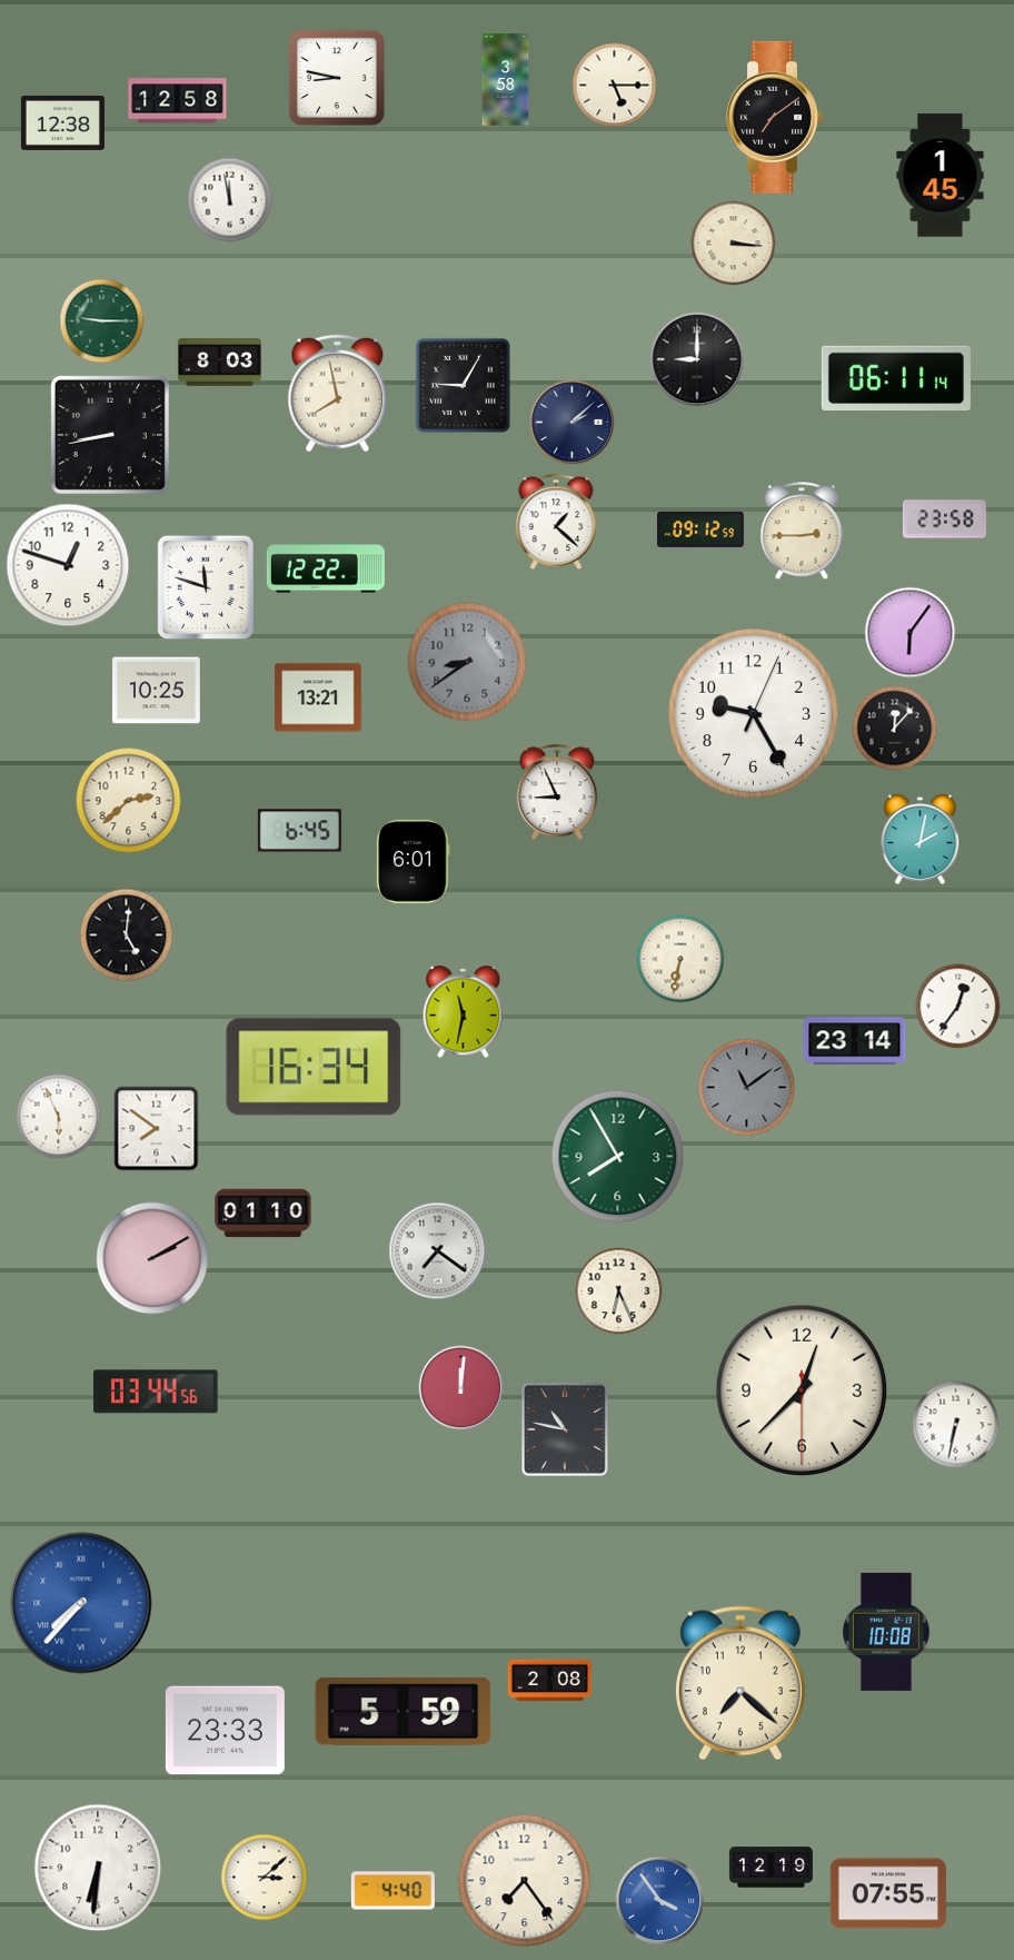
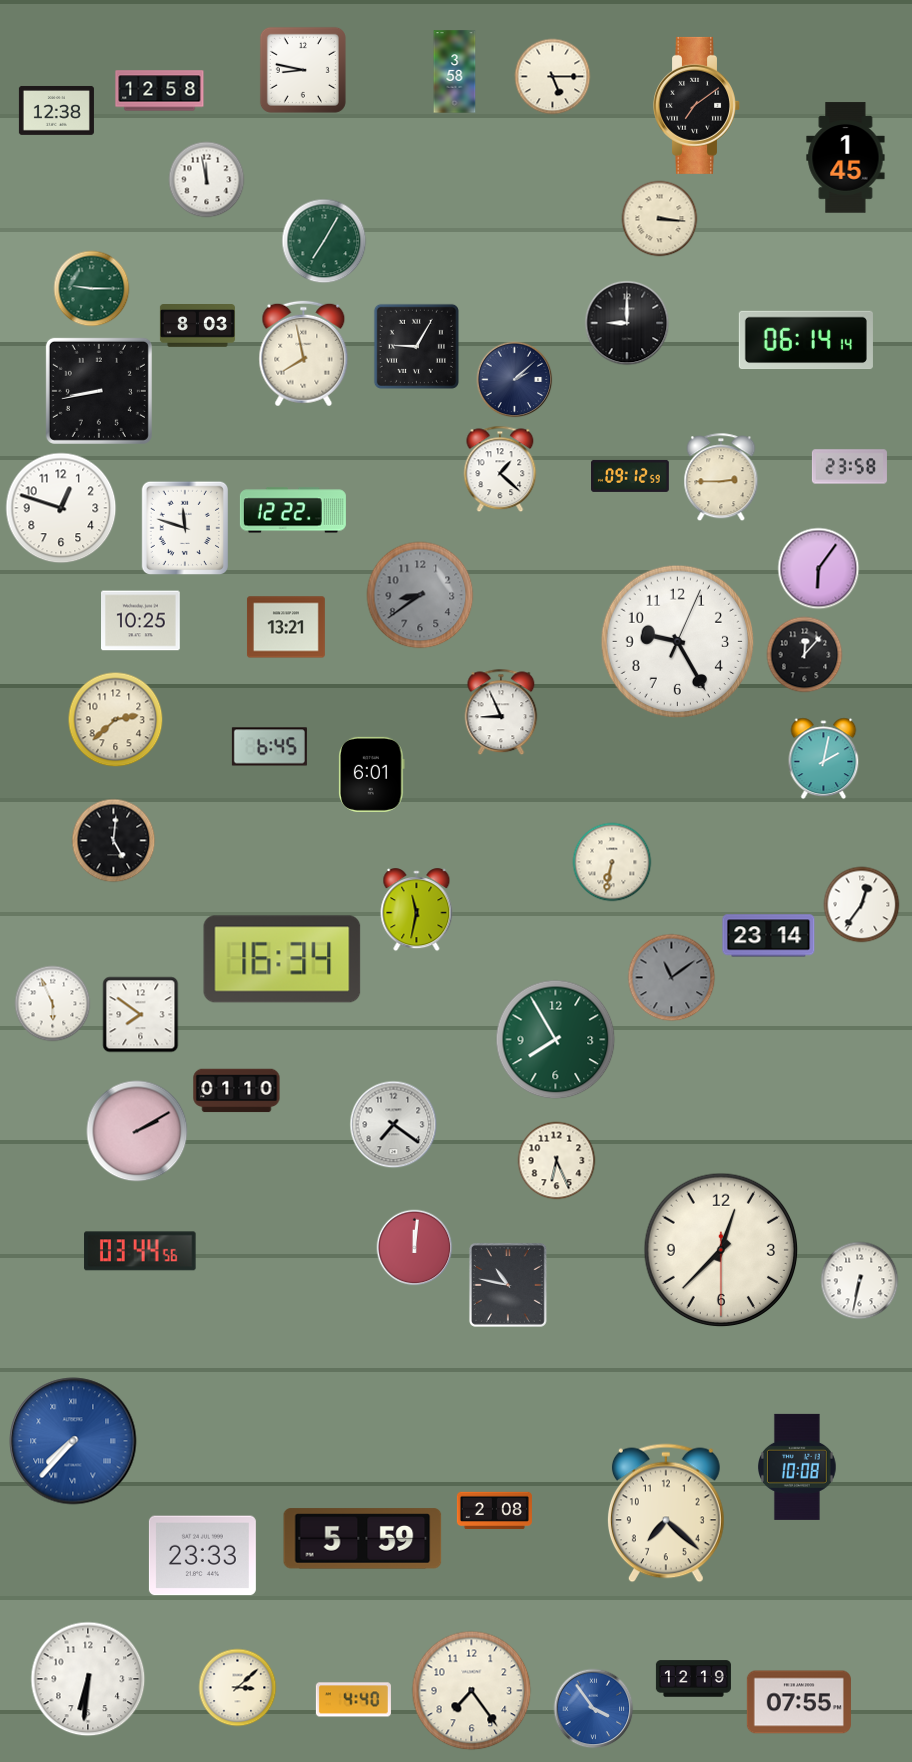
clock at (324, 241): none -> 7:05
clock at (896, 378): 06:11 -> 06:14
clock at (921, 840) position: (921, 840) -> (824, 759)
